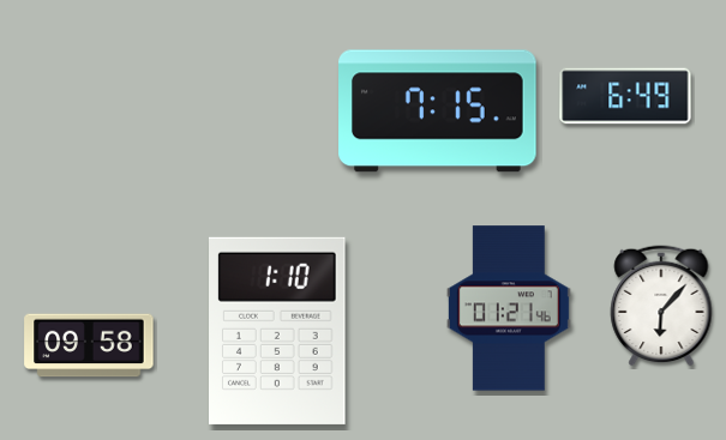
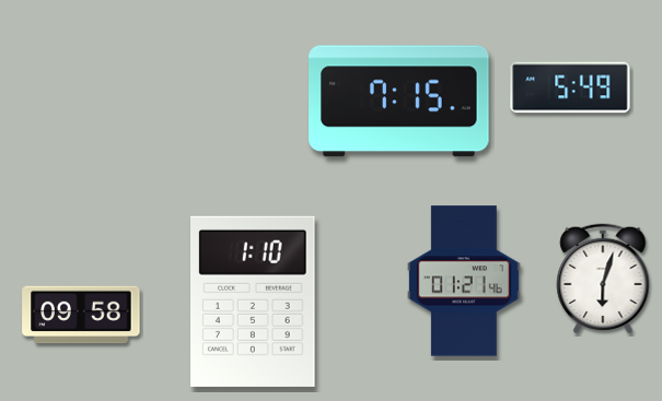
clock at (625, 96): 6:49 -> 5:49
clock at (661, 306): 6:07 -> 6:03
